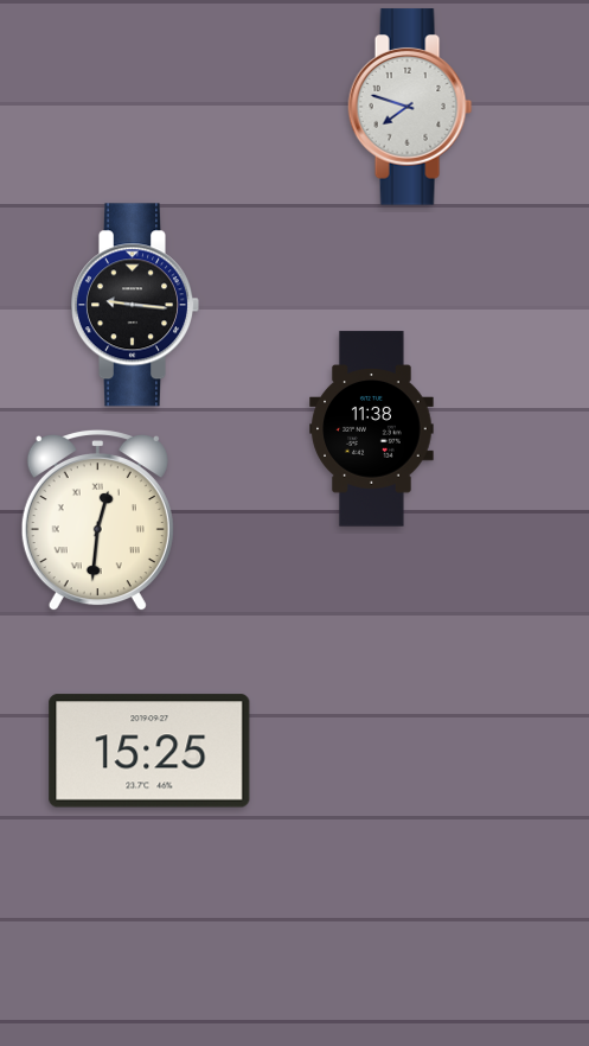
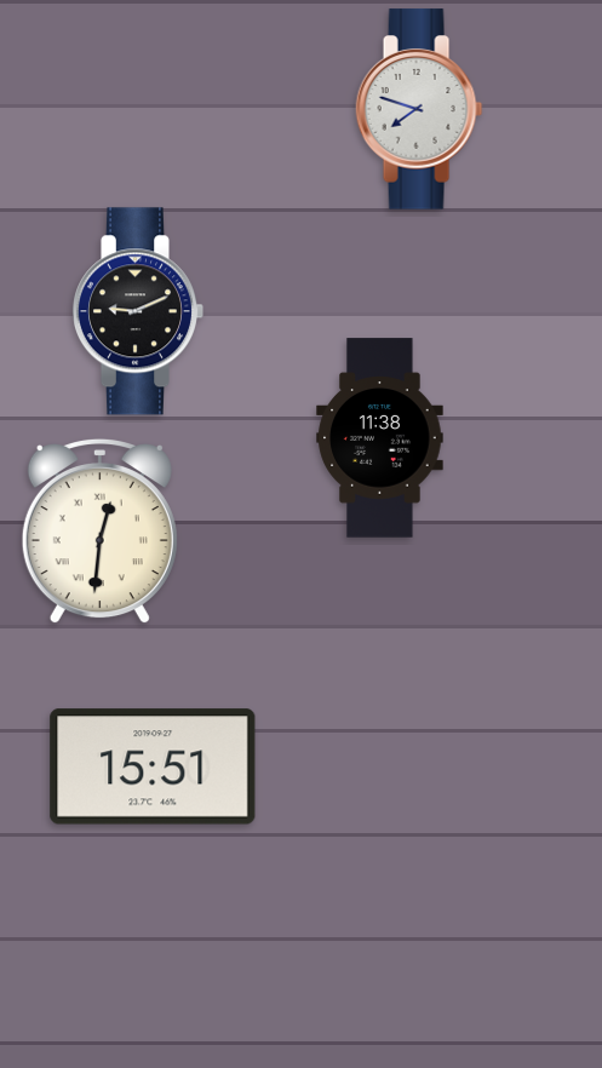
clock at (135, 305): 9:16 -> 9:11
clock at (149, 751): 15:25 -> 15:51
